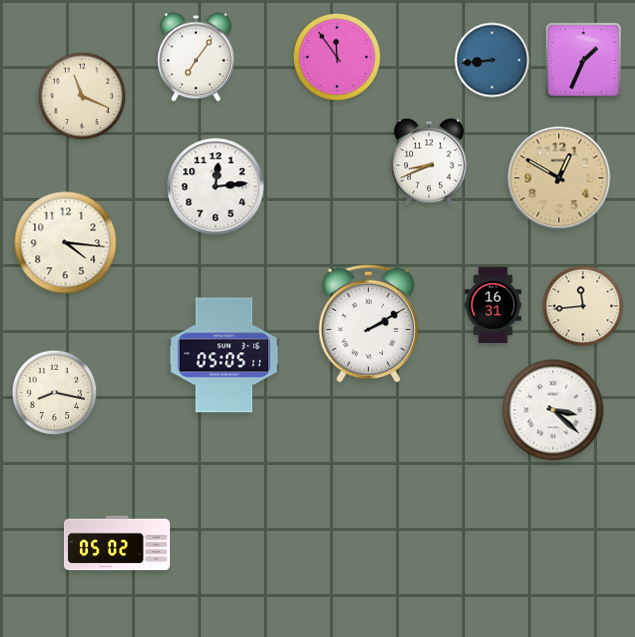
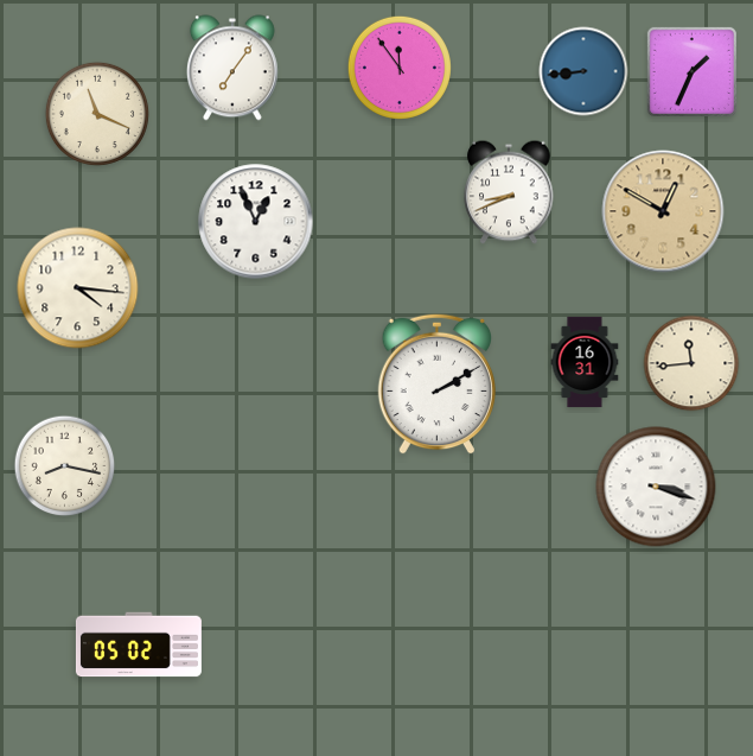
clock at (216, 187): 12:14 -> 12:56
clock at (224, 355): 05:05 -> none
clock at (553, 410): 3:22 -> 3:18
